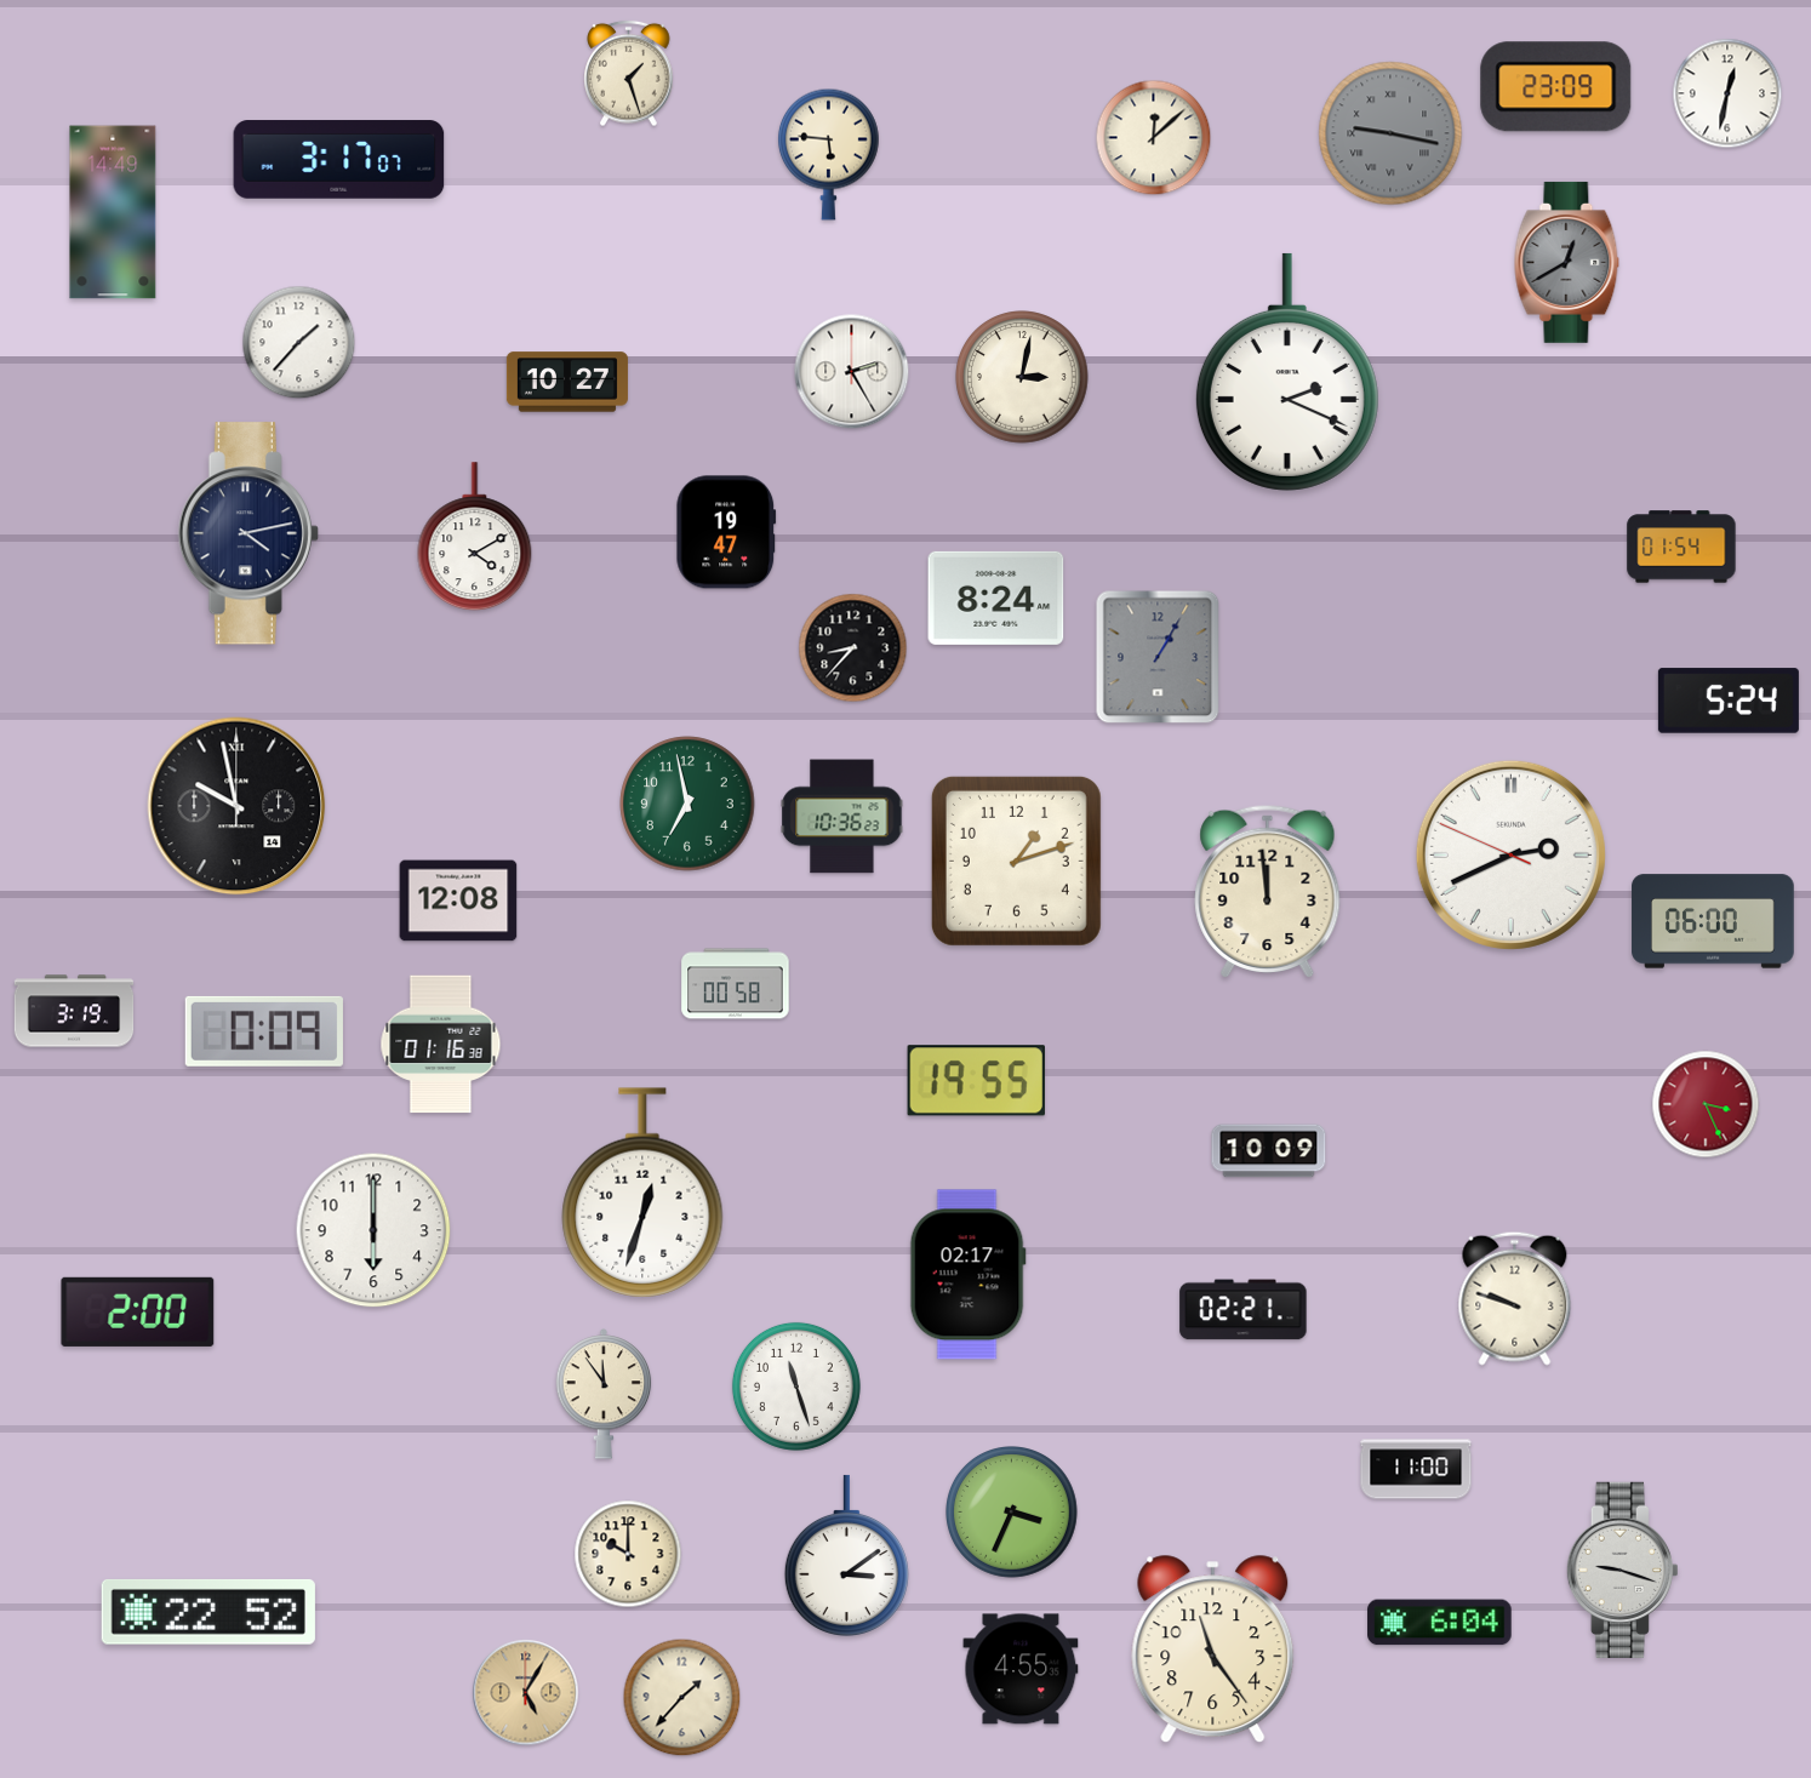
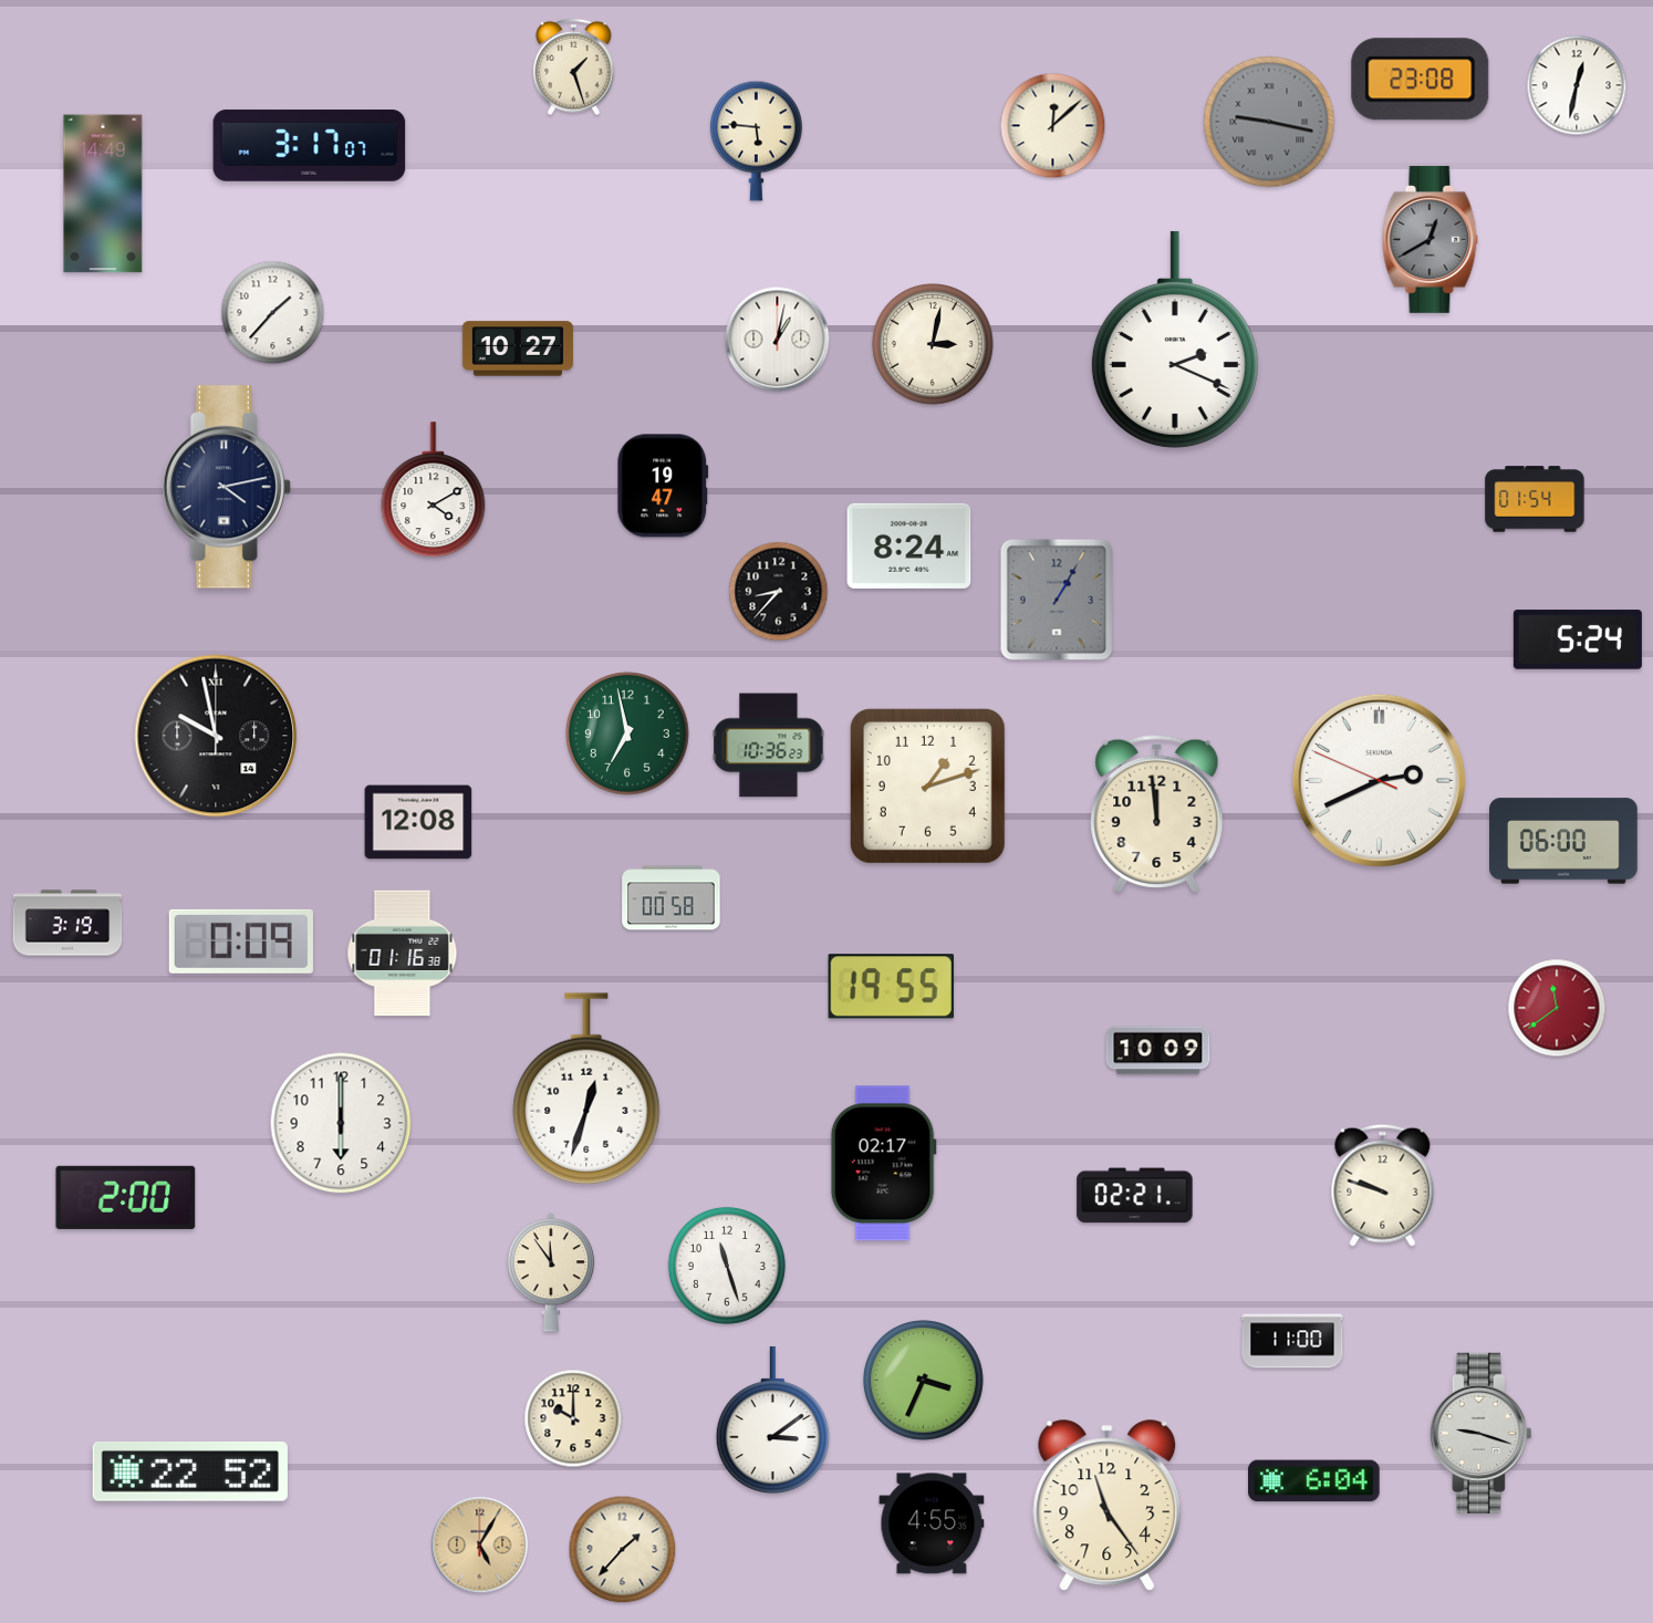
clock at (1556, 87): 23:09 -> 23:08
clock at (852, 372): 2:25 -> 1:02
clock at (1706, 1104): 3:26 -> 11:39
